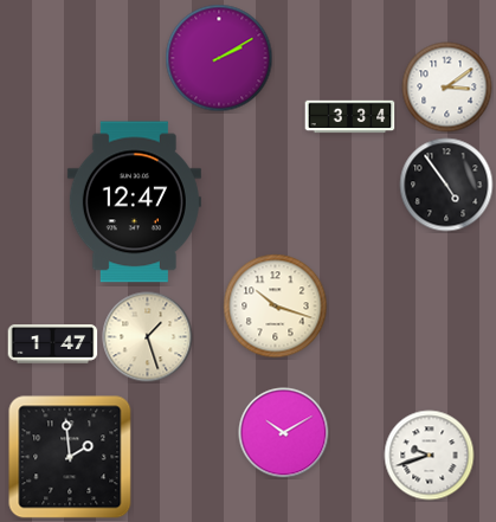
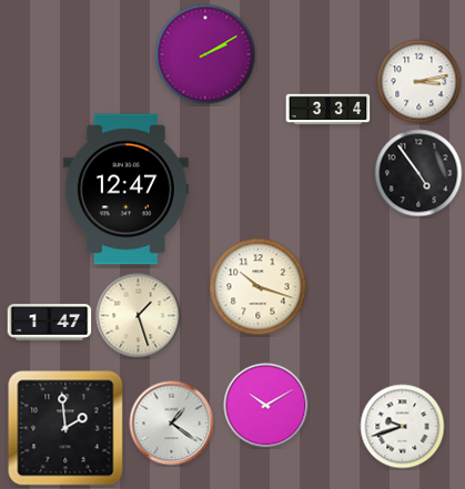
clock at (447, 88): 3:09 -> 3:13
clock at (172, 424): none -> 1:21
